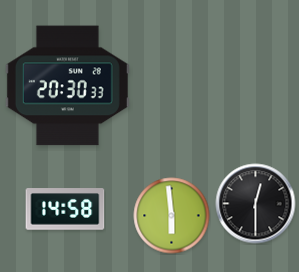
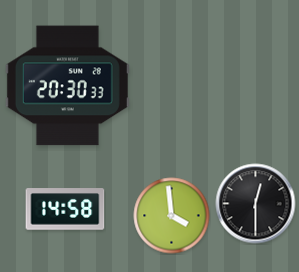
clock at (172, 216): 5:59 -> 3:59
